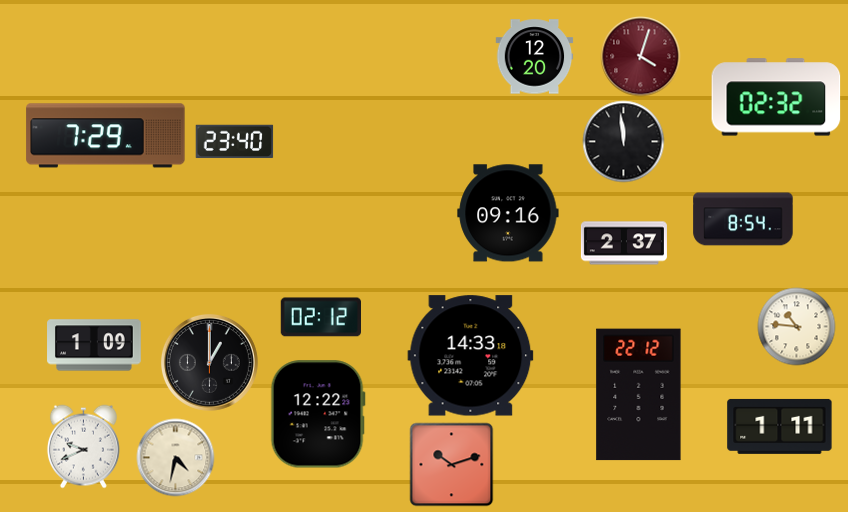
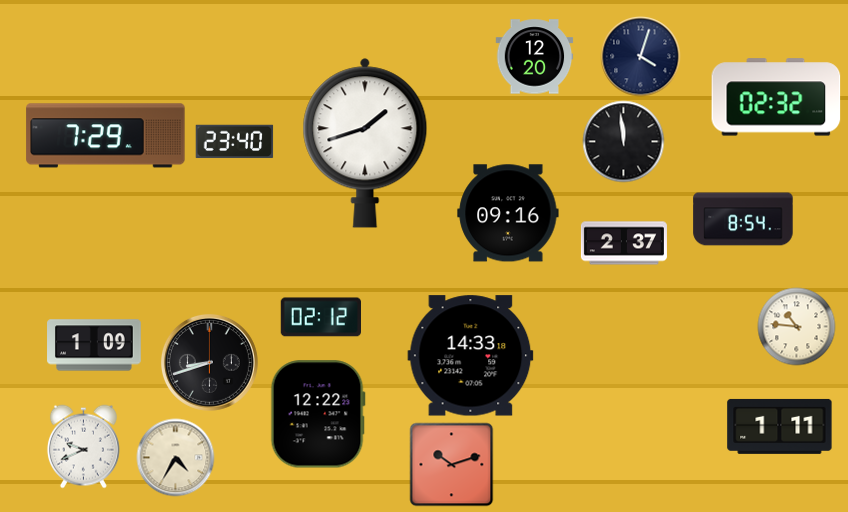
clock at (640, 56) dial: burgundy -> navy
clock at (365, 143): none -> 1:42
clock at (209, 362): 1:00 -> 8:42
clock at (639, 395): 22:12 -> none
clock at (175, 457): 4:32 -> 4:35
